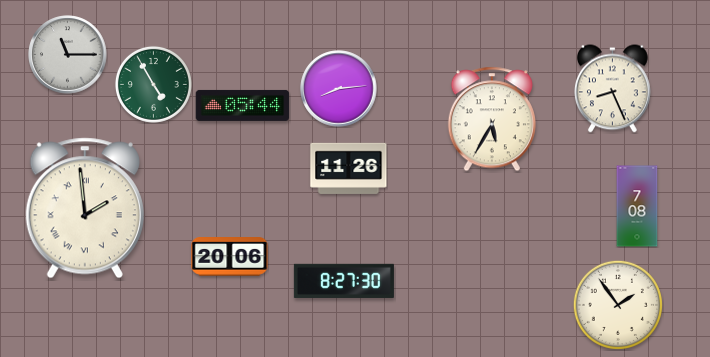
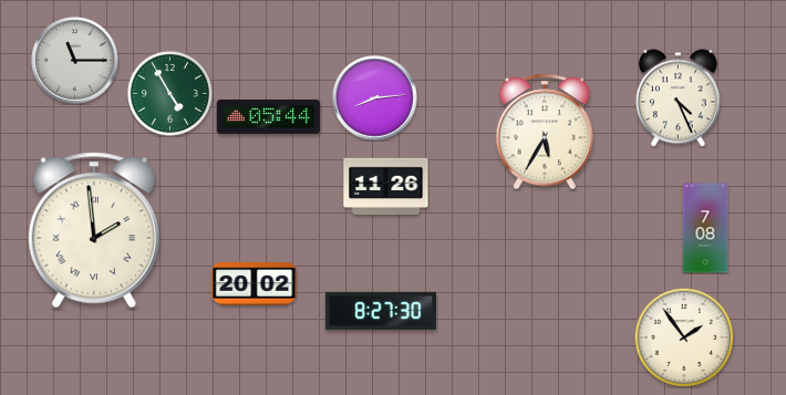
clock at (612, 89): 8:26 -> 4:26
clock at (230, 257): 20:06 -> 20:02
